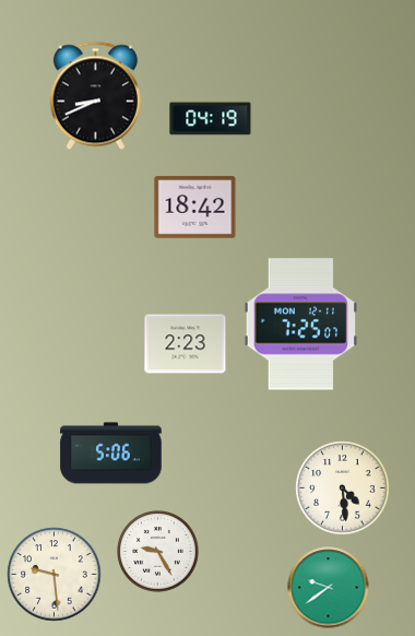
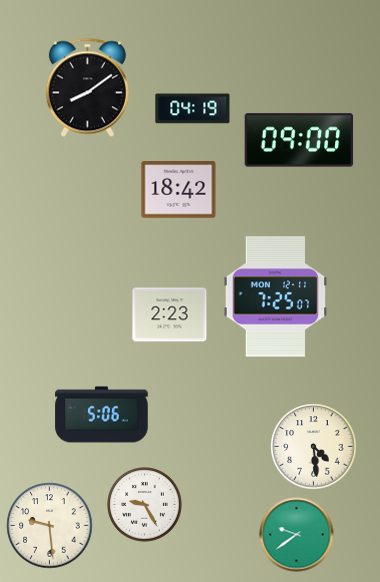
clock at (95, 96): 8:41 -> 8:09
clock at (299, 140): none -> 09:00
clock at (329, 588) position: (329, 588) -> (297, 535)
